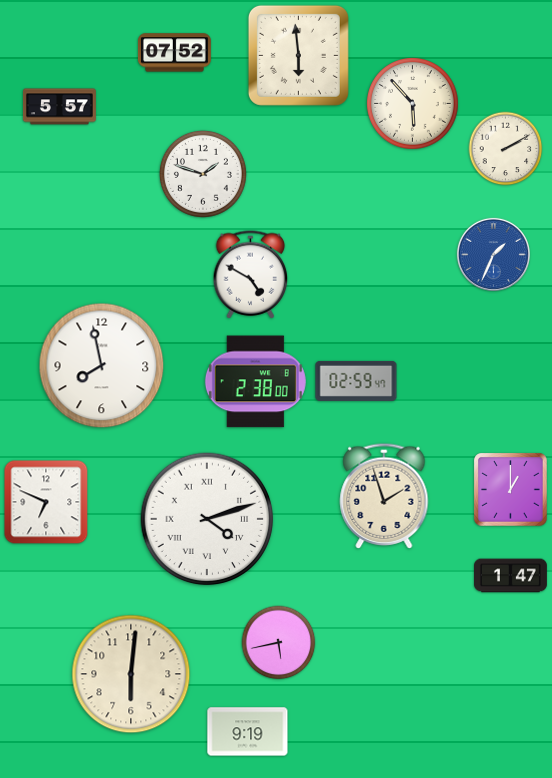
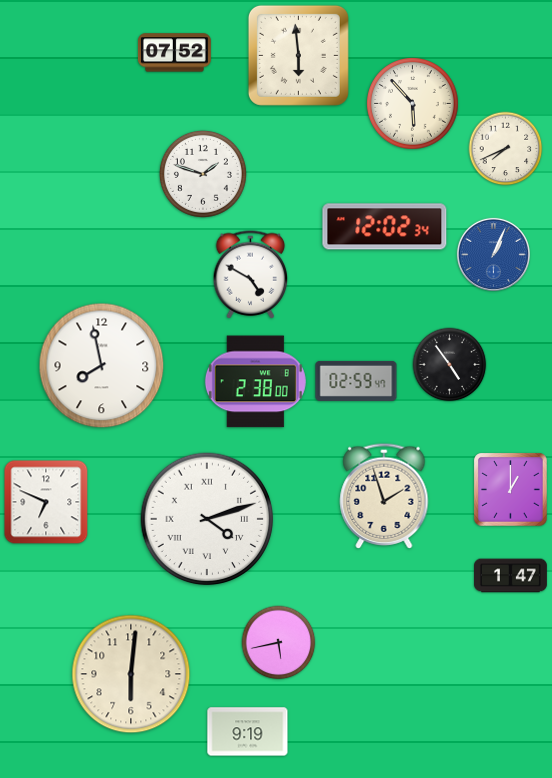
clock at (59, 107): 5:57 -> none
clock at (506, 149): 2:10 -> 7:41
clock at (385, 227): none -> 12:02
clock at (493, 254): 1:34 -> 1:04
clock at (450, 365): none -> 4:54
